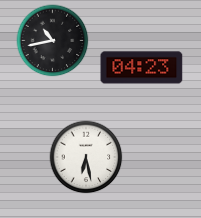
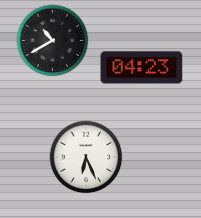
clock at (53, 41): 10:43 -> 10:40
clock at (86, 157): 6:28 -> 6:26
